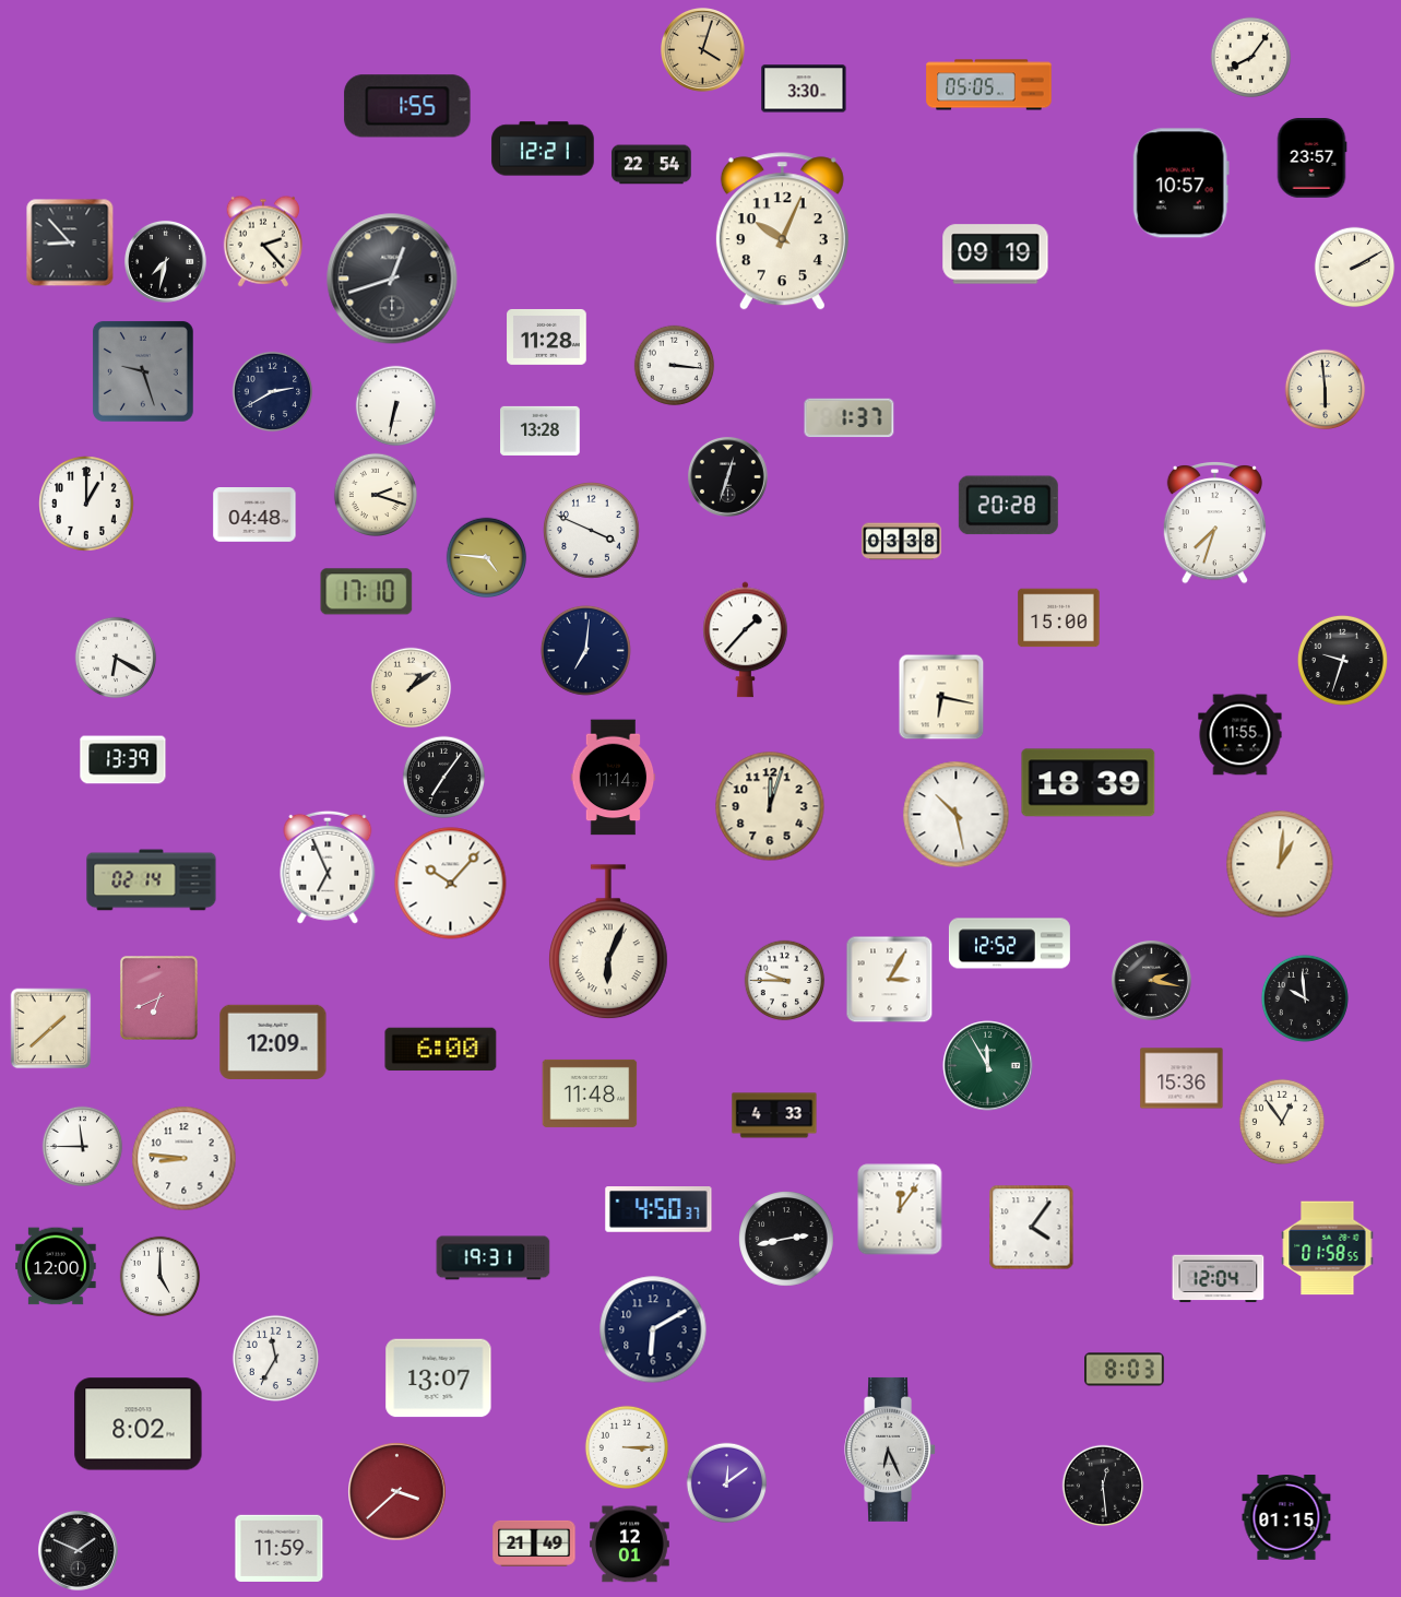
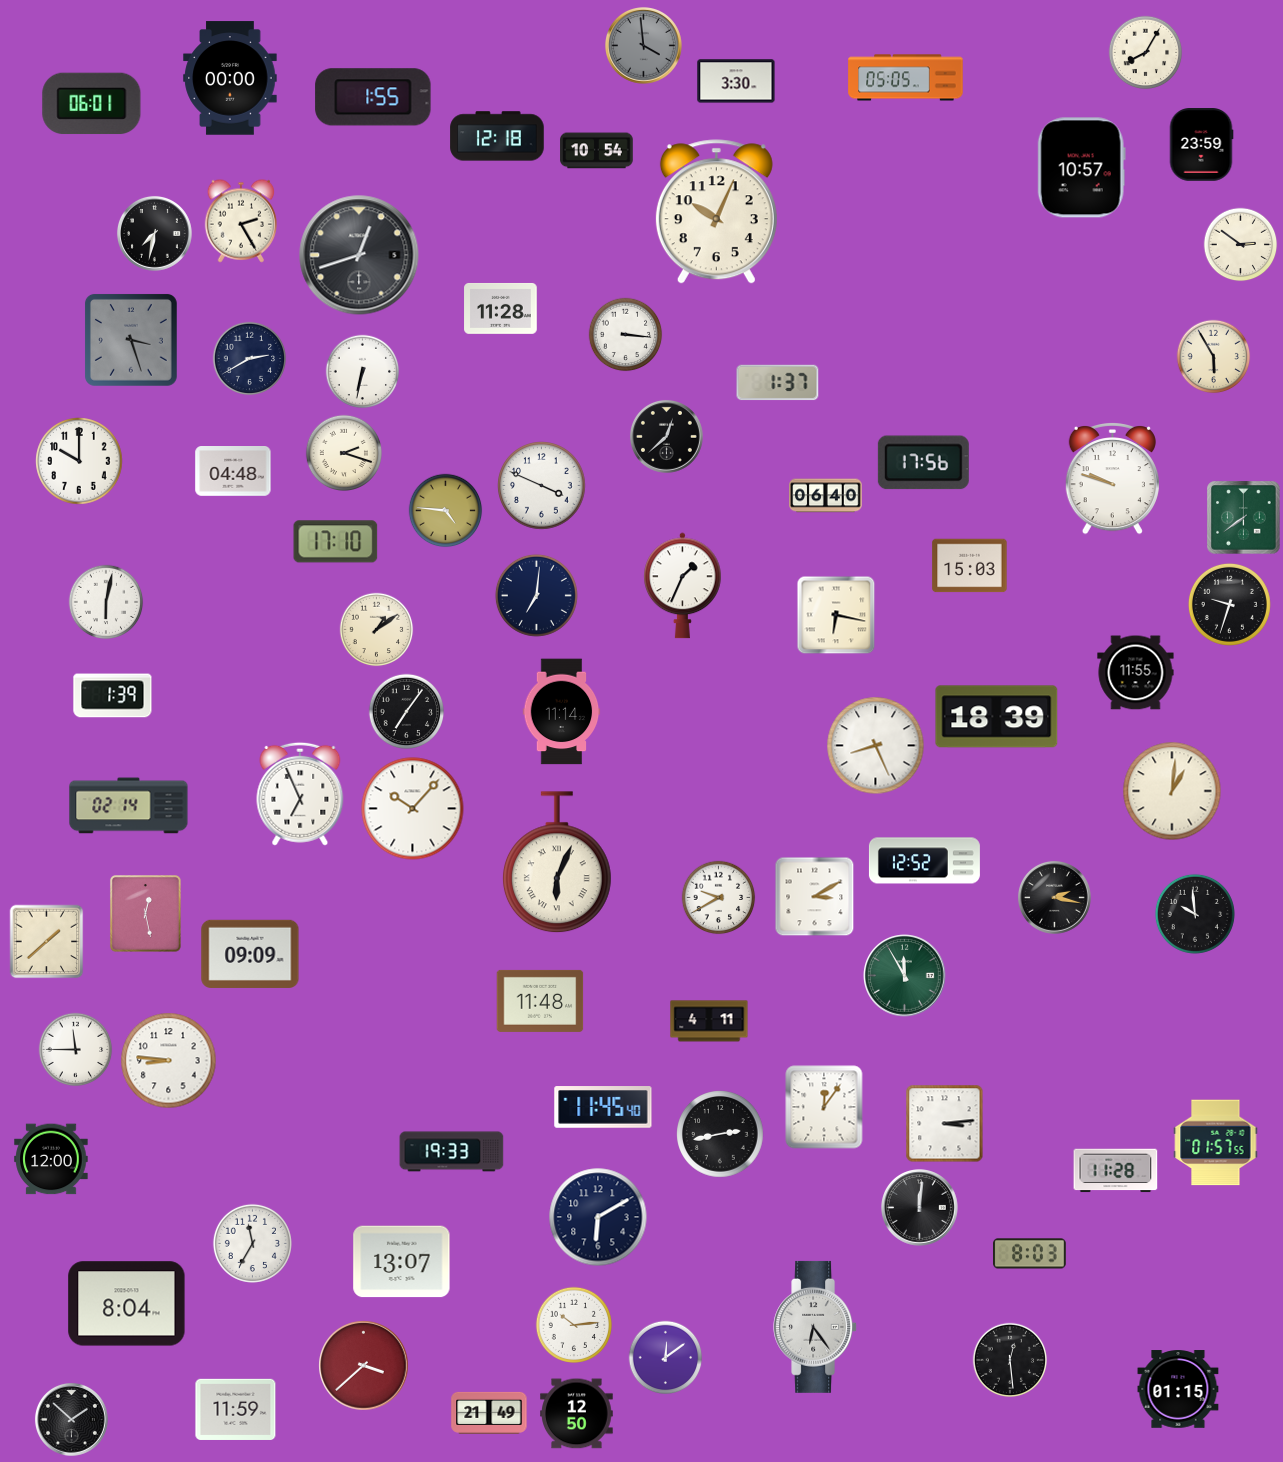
clock at (703, 50): 4:03 -> 3:59
clock at (703, 50) dial: champagne -> grey
clock at (1251, 58): 8:06 -> 8:05
clock at (230, 78): none -> 00:00
clock at (92, 104): none -> 06:01
clock at (543, 149): 12:21 -> 12:18
clock at (1311, 158): 23:57 -> 23:59
clock at (652, 165): 22:54 -> 10:54
clock at (262, 241): 2:23 -> 2:25
clock at (70, 242): 8:53 -> none
clock at (996, 255): 09:19 -> none
clock at (165, 261) position: (165, 261) -> (154, 233)
clock at (1355, 268): 2:10 -> 2:51
clock at (675, 366) position: (675, 366) -> (626, 335)
clock at (143, 371): 9:27 -> 3:27
clock at (1326, 390): 5:59 -> 5:55
clock at (541, 430): 13:28 -> none
clock at (727, 476): 12:33 -> 12:38
clock at (86, 504): 1:00 -> 10:00
clock at (1008, 506): 20:28 -> 17:56
clock at (1214, 523): 7:33 -> 9:48
clock at (902, 542): 03:38 -> 06:40
clock at (1244, 518): none -> 7:39
clock at (1059, 618): 15:00 -> 15:03
clock at (746, 640): 1:37 -> 1:34
clock at (116, 658): 6:20 -> 6:02
clock at (941, 697) position: (941, 697) -> (836, 615)
clock at (123, 760): 13:39 -> 1:39
clock at (770, 806): 12:03 -> none
clock at (957, 815): 10:28 -> 8:26
clock at (152, 880) position: (152, 880) -> (129, 806)
clock at (1009, 944) position: (1009, 944) -> (924, 861)
clock at (890, 980): 3:05 -> 3:10
clock at (785, 981): 9:45 -> 9:40
clock at (158, 998): 6:41 -> 12:28
clock at (273, 1042): 12:09 -> 09:09
clock at (441, 1050): 6:00 -> none
clock at (1182, 1078): 15:36 -> none
clock at (774, 1115): 4:33 -> 4:11
clock at (1282, 1122): 12:54 -> none
clock at (658, 1209): 4:50 -> 11:45
clock at (1032, 1228): 4:06 -> 3:14
clock at (1328, 1249): 01:58 -> 01:57
clock at (494, 1258): 19:31 -> 19:33
clock at (161, 1277): 5:00 -> none
clock at (1219, 1279): 12:04 -> 11:28
clock at (920, 1208): none -> 12:01
clock at (139, 1424): 8:02 -> 8:04
clock at (626, 1446): 3:15 -> 10:14
clock at (890, 1450): 6:26 -> 6:24
clock at (630, 1545): 12:01 -> 12:50
clock at (280, 1548) position: (280, 1548) -> (236, 1409)
clock at (78, 1550): 1:49 -> 1:52
